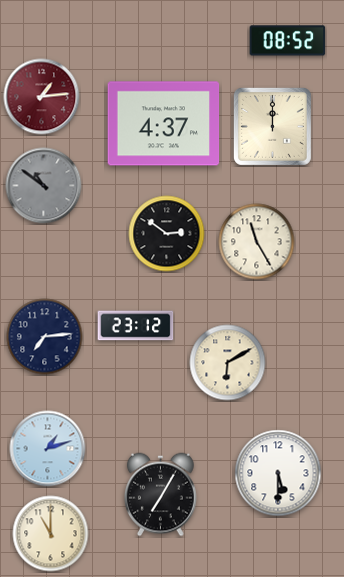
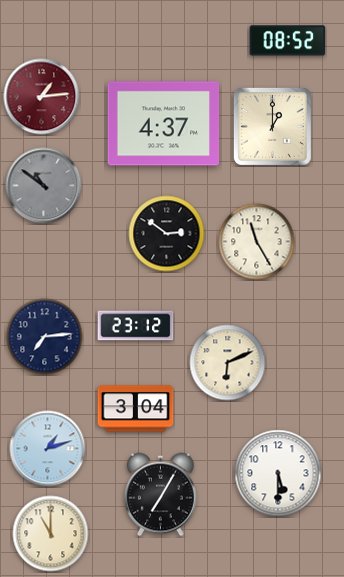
clock at (272, 126): 12:00 -> 1:00
clock at (228, 363): 6:10 -> 6:11
clock at (136, 409): none -> 3:04
